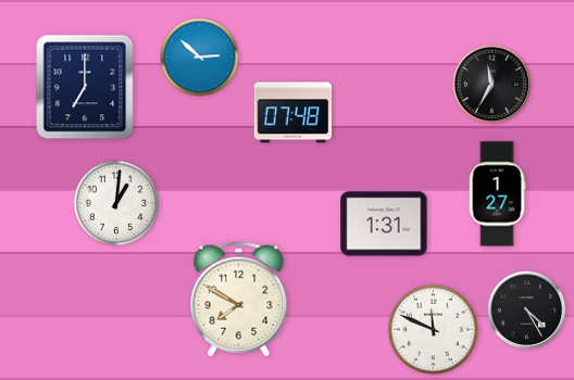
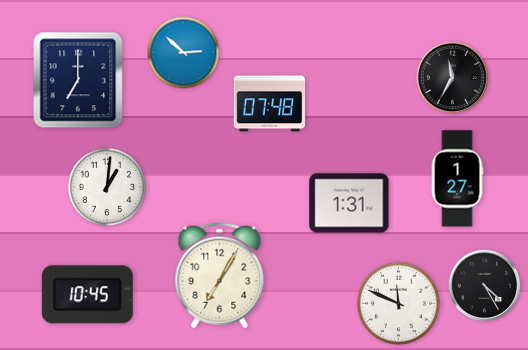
clock at (384, 224) position: (384, 224) -> (349, 203)
clock at (239, 300): 7:50 -> 7:05
clock at (87, 295): none -> 10:45
